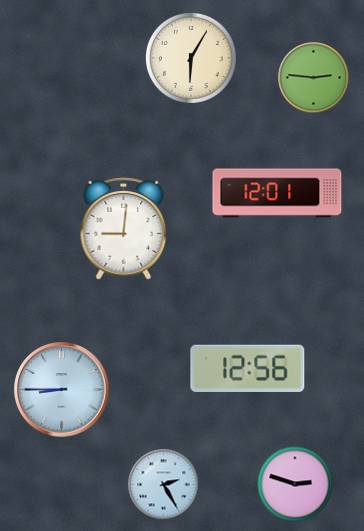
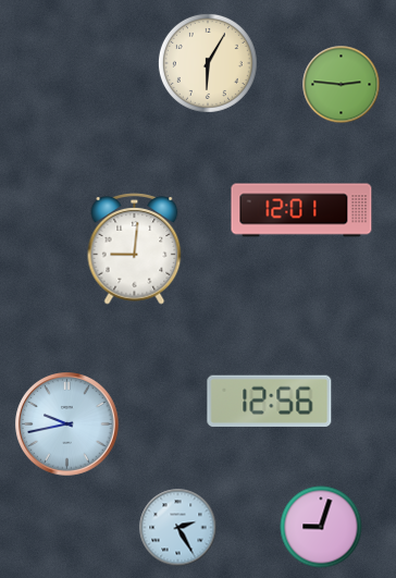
clock at (62, 390): 8:45 -> 9:43
clock at (295, 484): 2:48 -> 9:03
